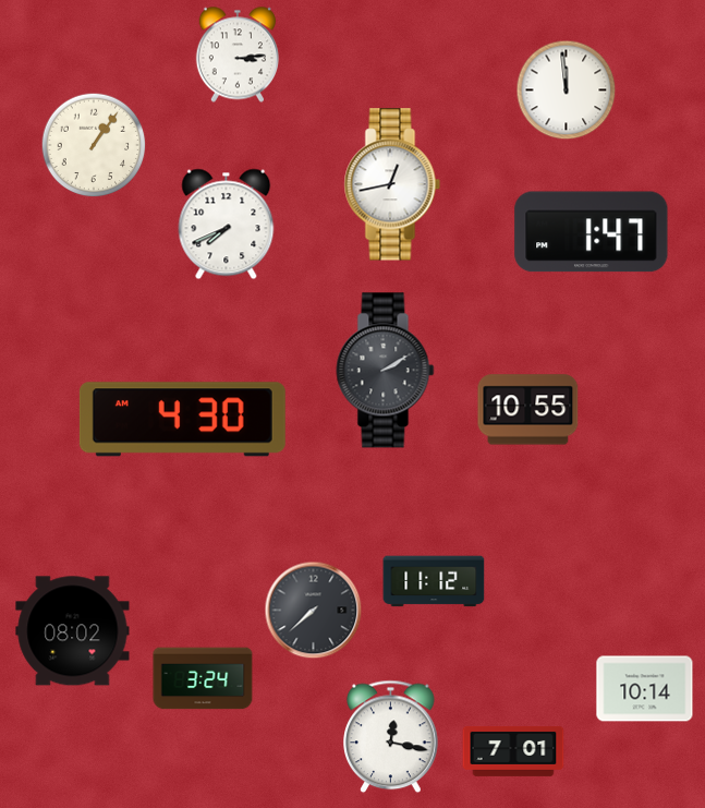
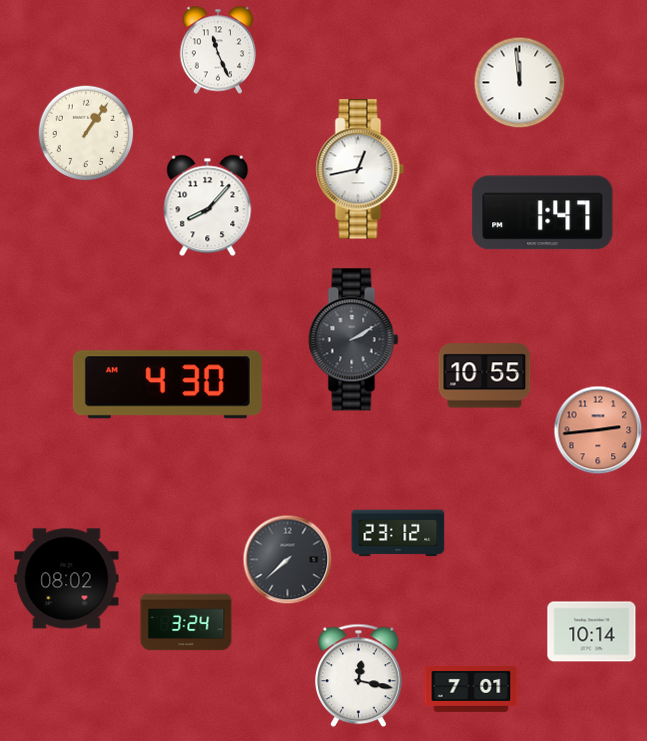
clock at (238, 55): 3:14 -> 11:26
clock at (227, 225): 7:41 -> 8:07
clock at (598, 430): none -> 2:44
clock at (434, 581): 11:12 -> 23:12
